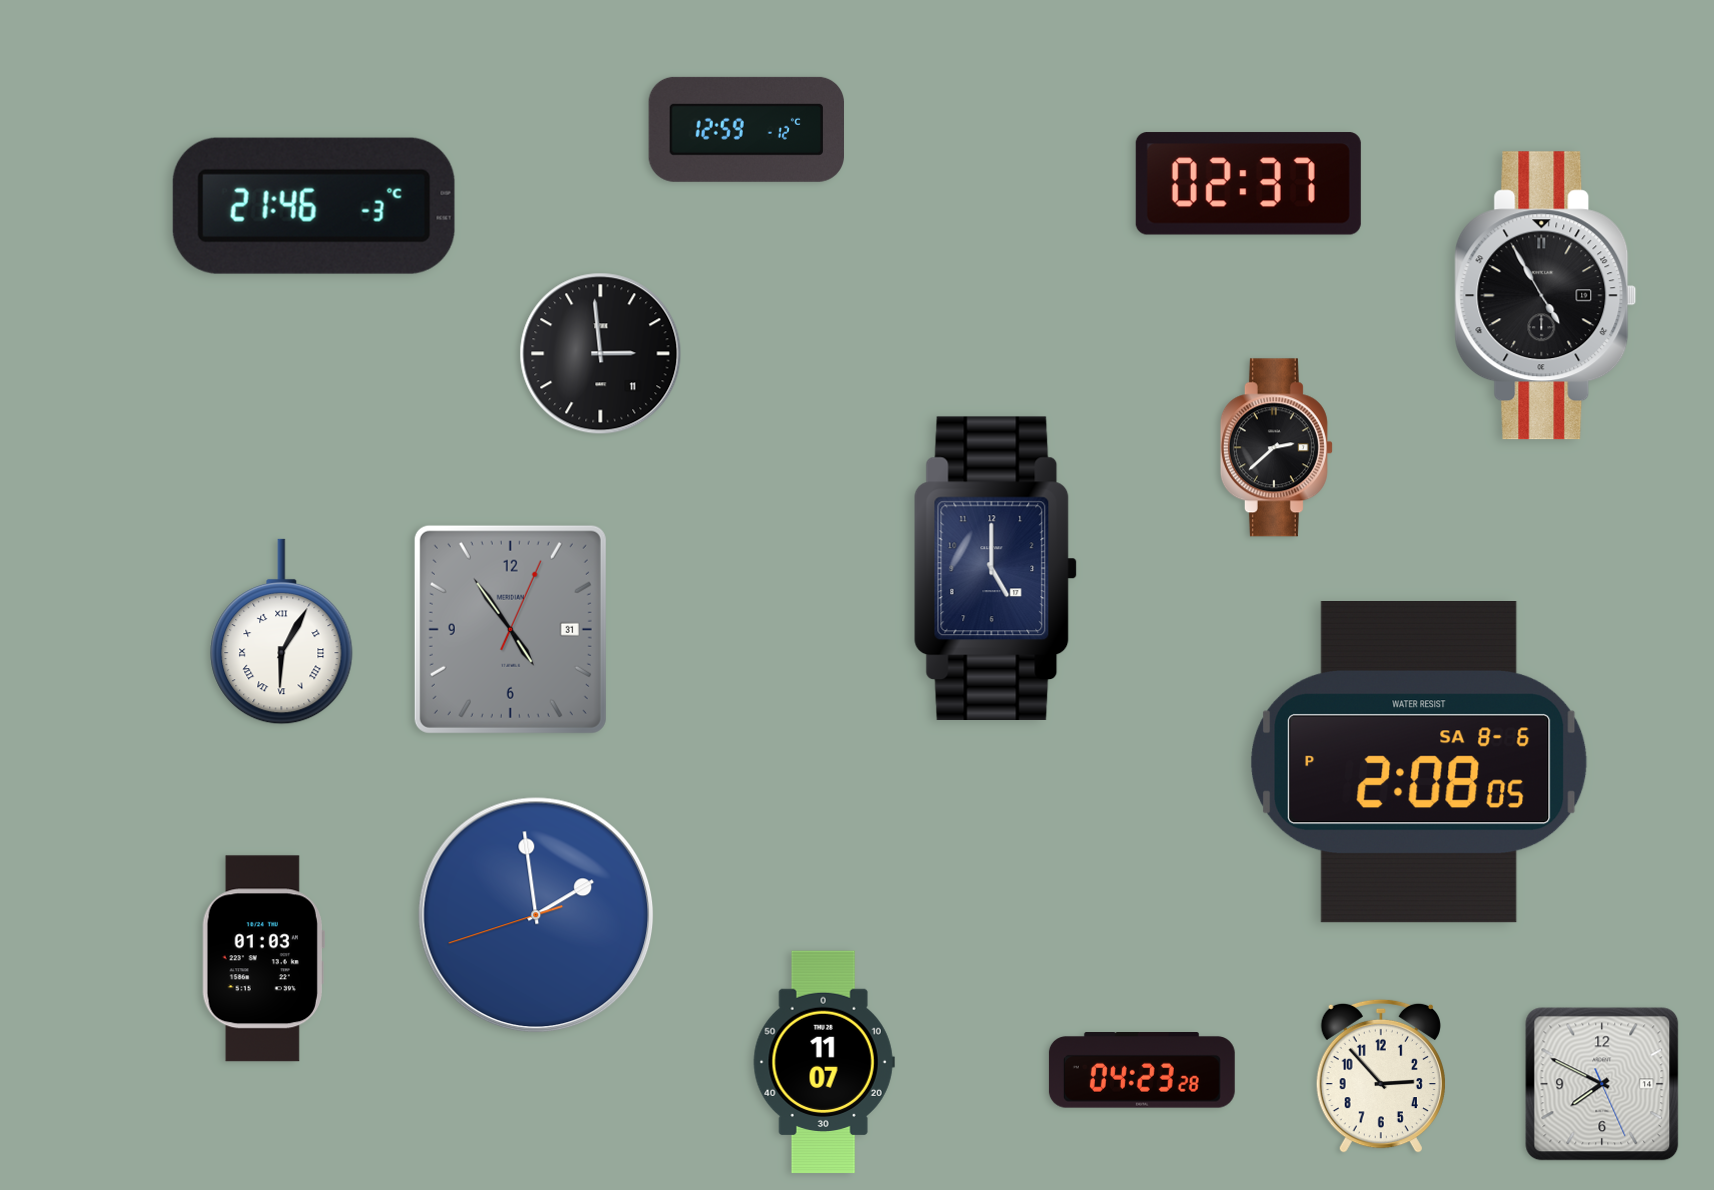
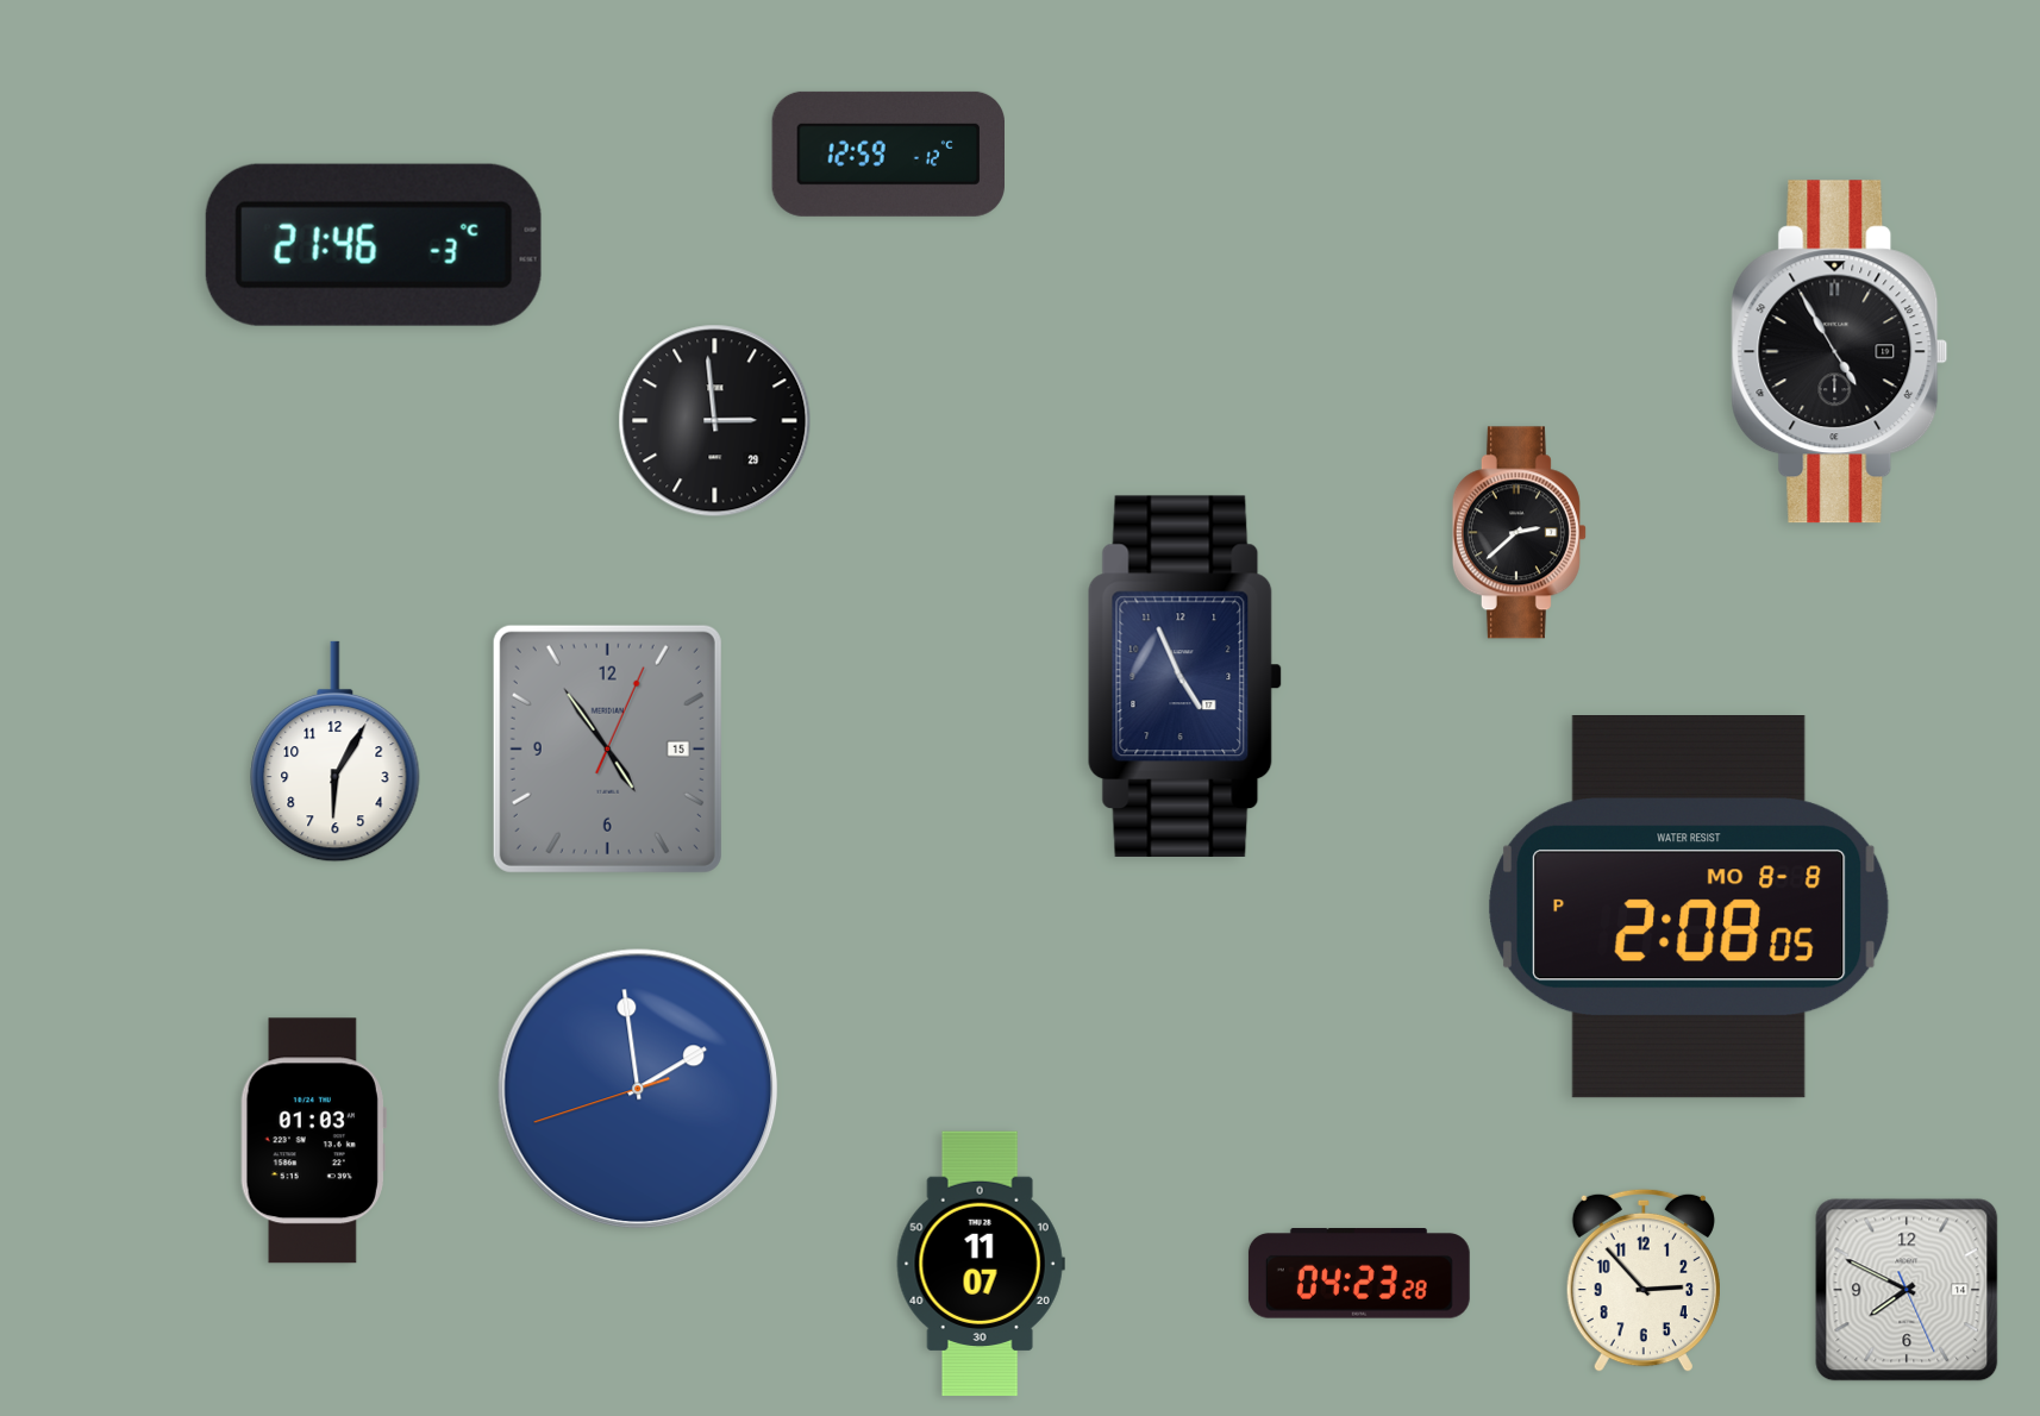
clock at (1248, 184): 02:37 -> none
clock at (601, 354) date: 11 -> 29
clock at (995, 568): 5:00 -> 4:56
clock at (510, 629) date: 31 -> 15
clock at (282, 632) numerals: Roman -> Arabic
clock at (1420, 763) date: SA 8-6 -> MO 8-8
